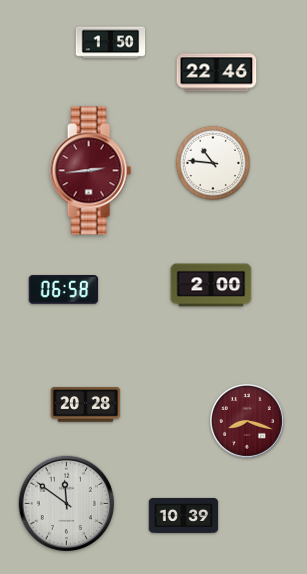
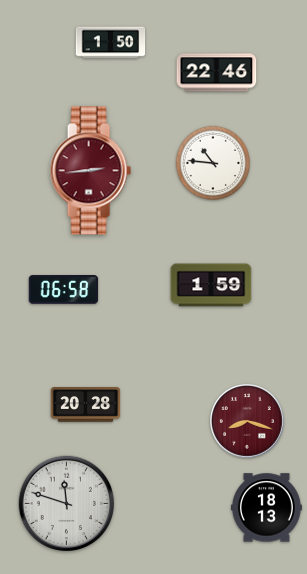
clock at (211, 285): 2:00 -> 1:59
clock at (67, 504): 11:51 -> 11:48
clock at (266, 508): none -> 18:13
clock at (184, 515): 10:39 -> none
